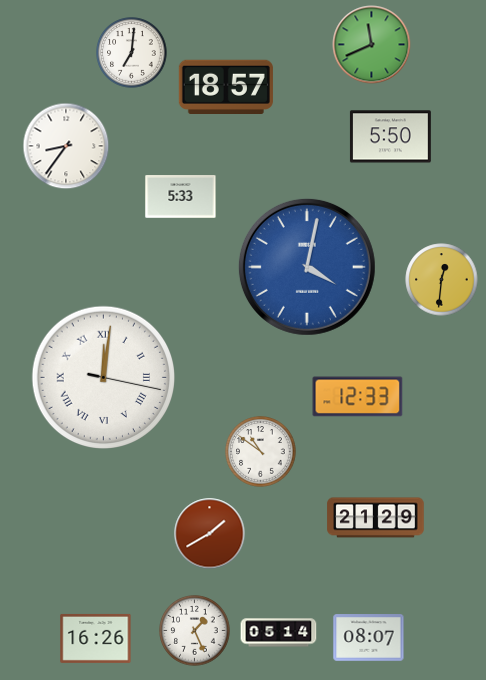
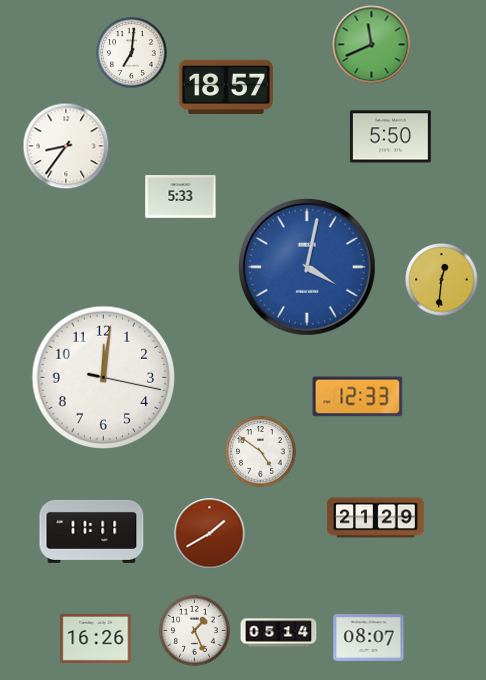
clock at (103, 377) numerals: Roman -> Arabic
clock at (261, 452): 10:51 -> 4:51
clock at (92, 531): none -> 11:11
